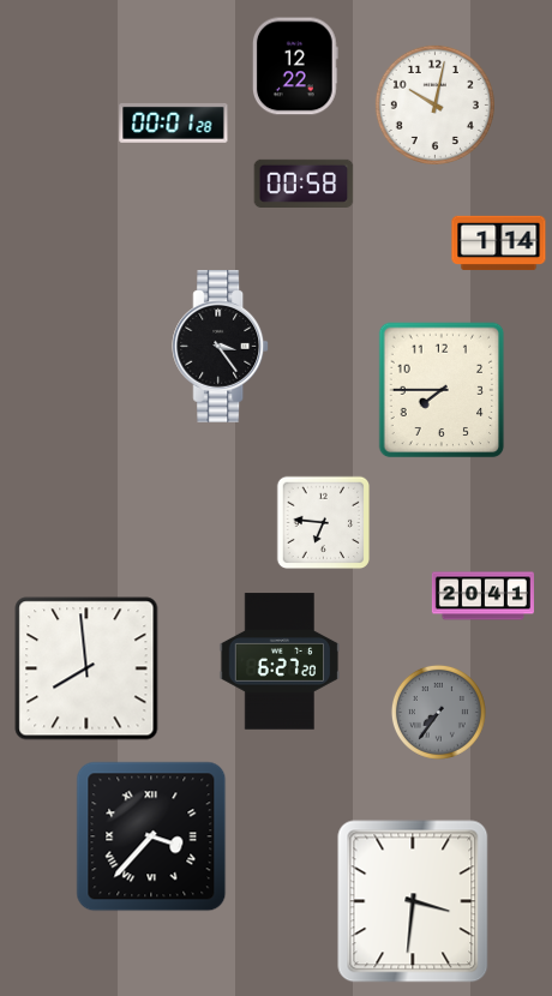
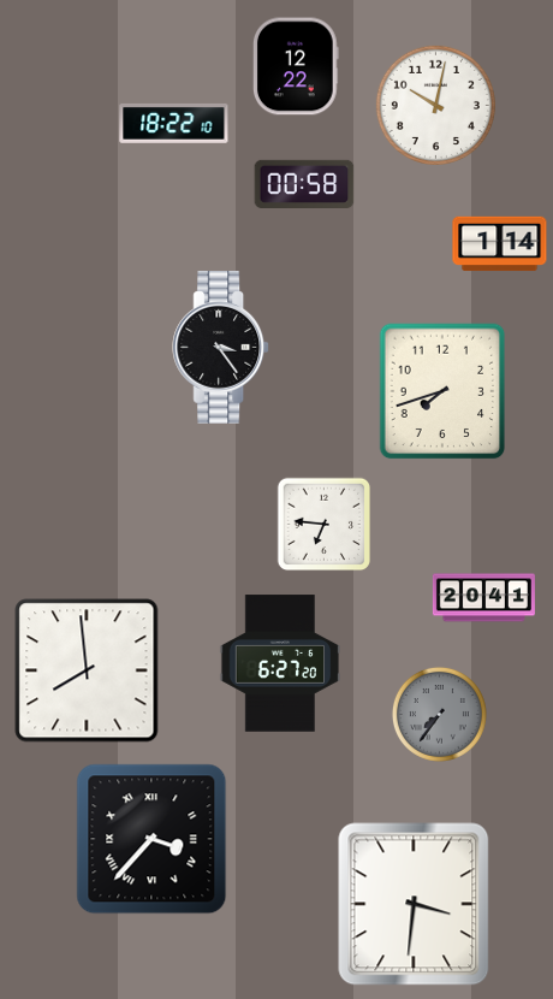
clock at (174, 122): 00:01 -> 18:22
clock at (442, 390): 7:45 -> 7:42
